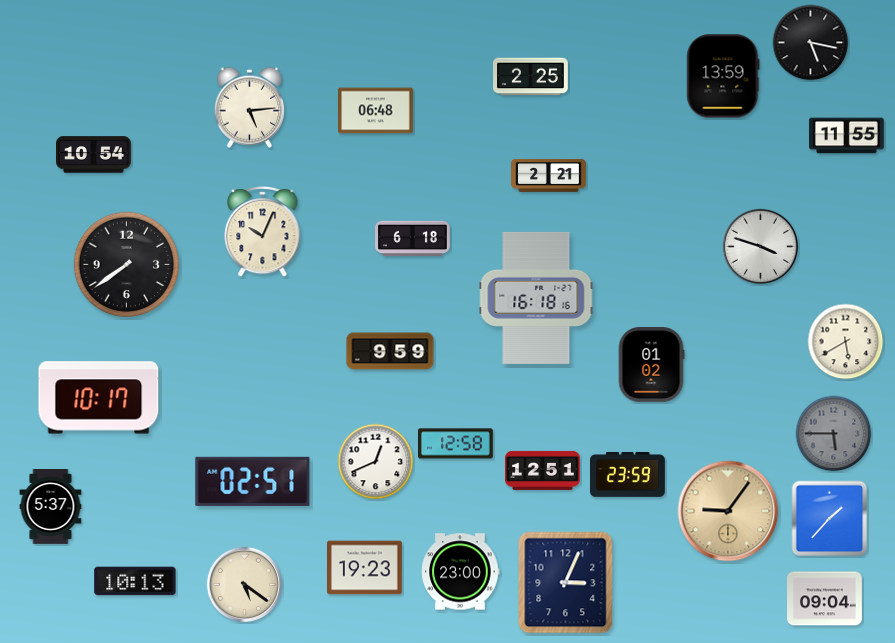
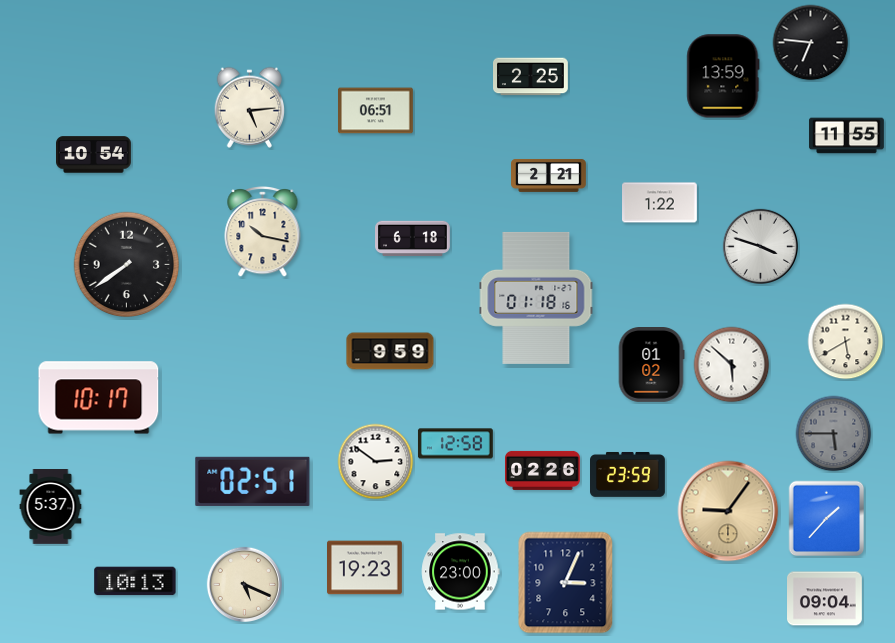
clock at (811, 43): 5:17 -> 6:46
clock at (376, 111): 06:48 -> 06:51
clock at (660, 203): none -> 1:22
clock at (263, 232): 10:04 -> 10:17
clock at (536, 298): 16:18 -> 01:18
clock at (732, 365): none -> 5:52
clock at (376, 462): 12:41 -> 2:51
clock at (543, 470): 12:51 -> 02:26
clock at (830, 519) position: (830, 519) -> (827, 519)
clock at (244, 584): 5:21 -> 5:19
